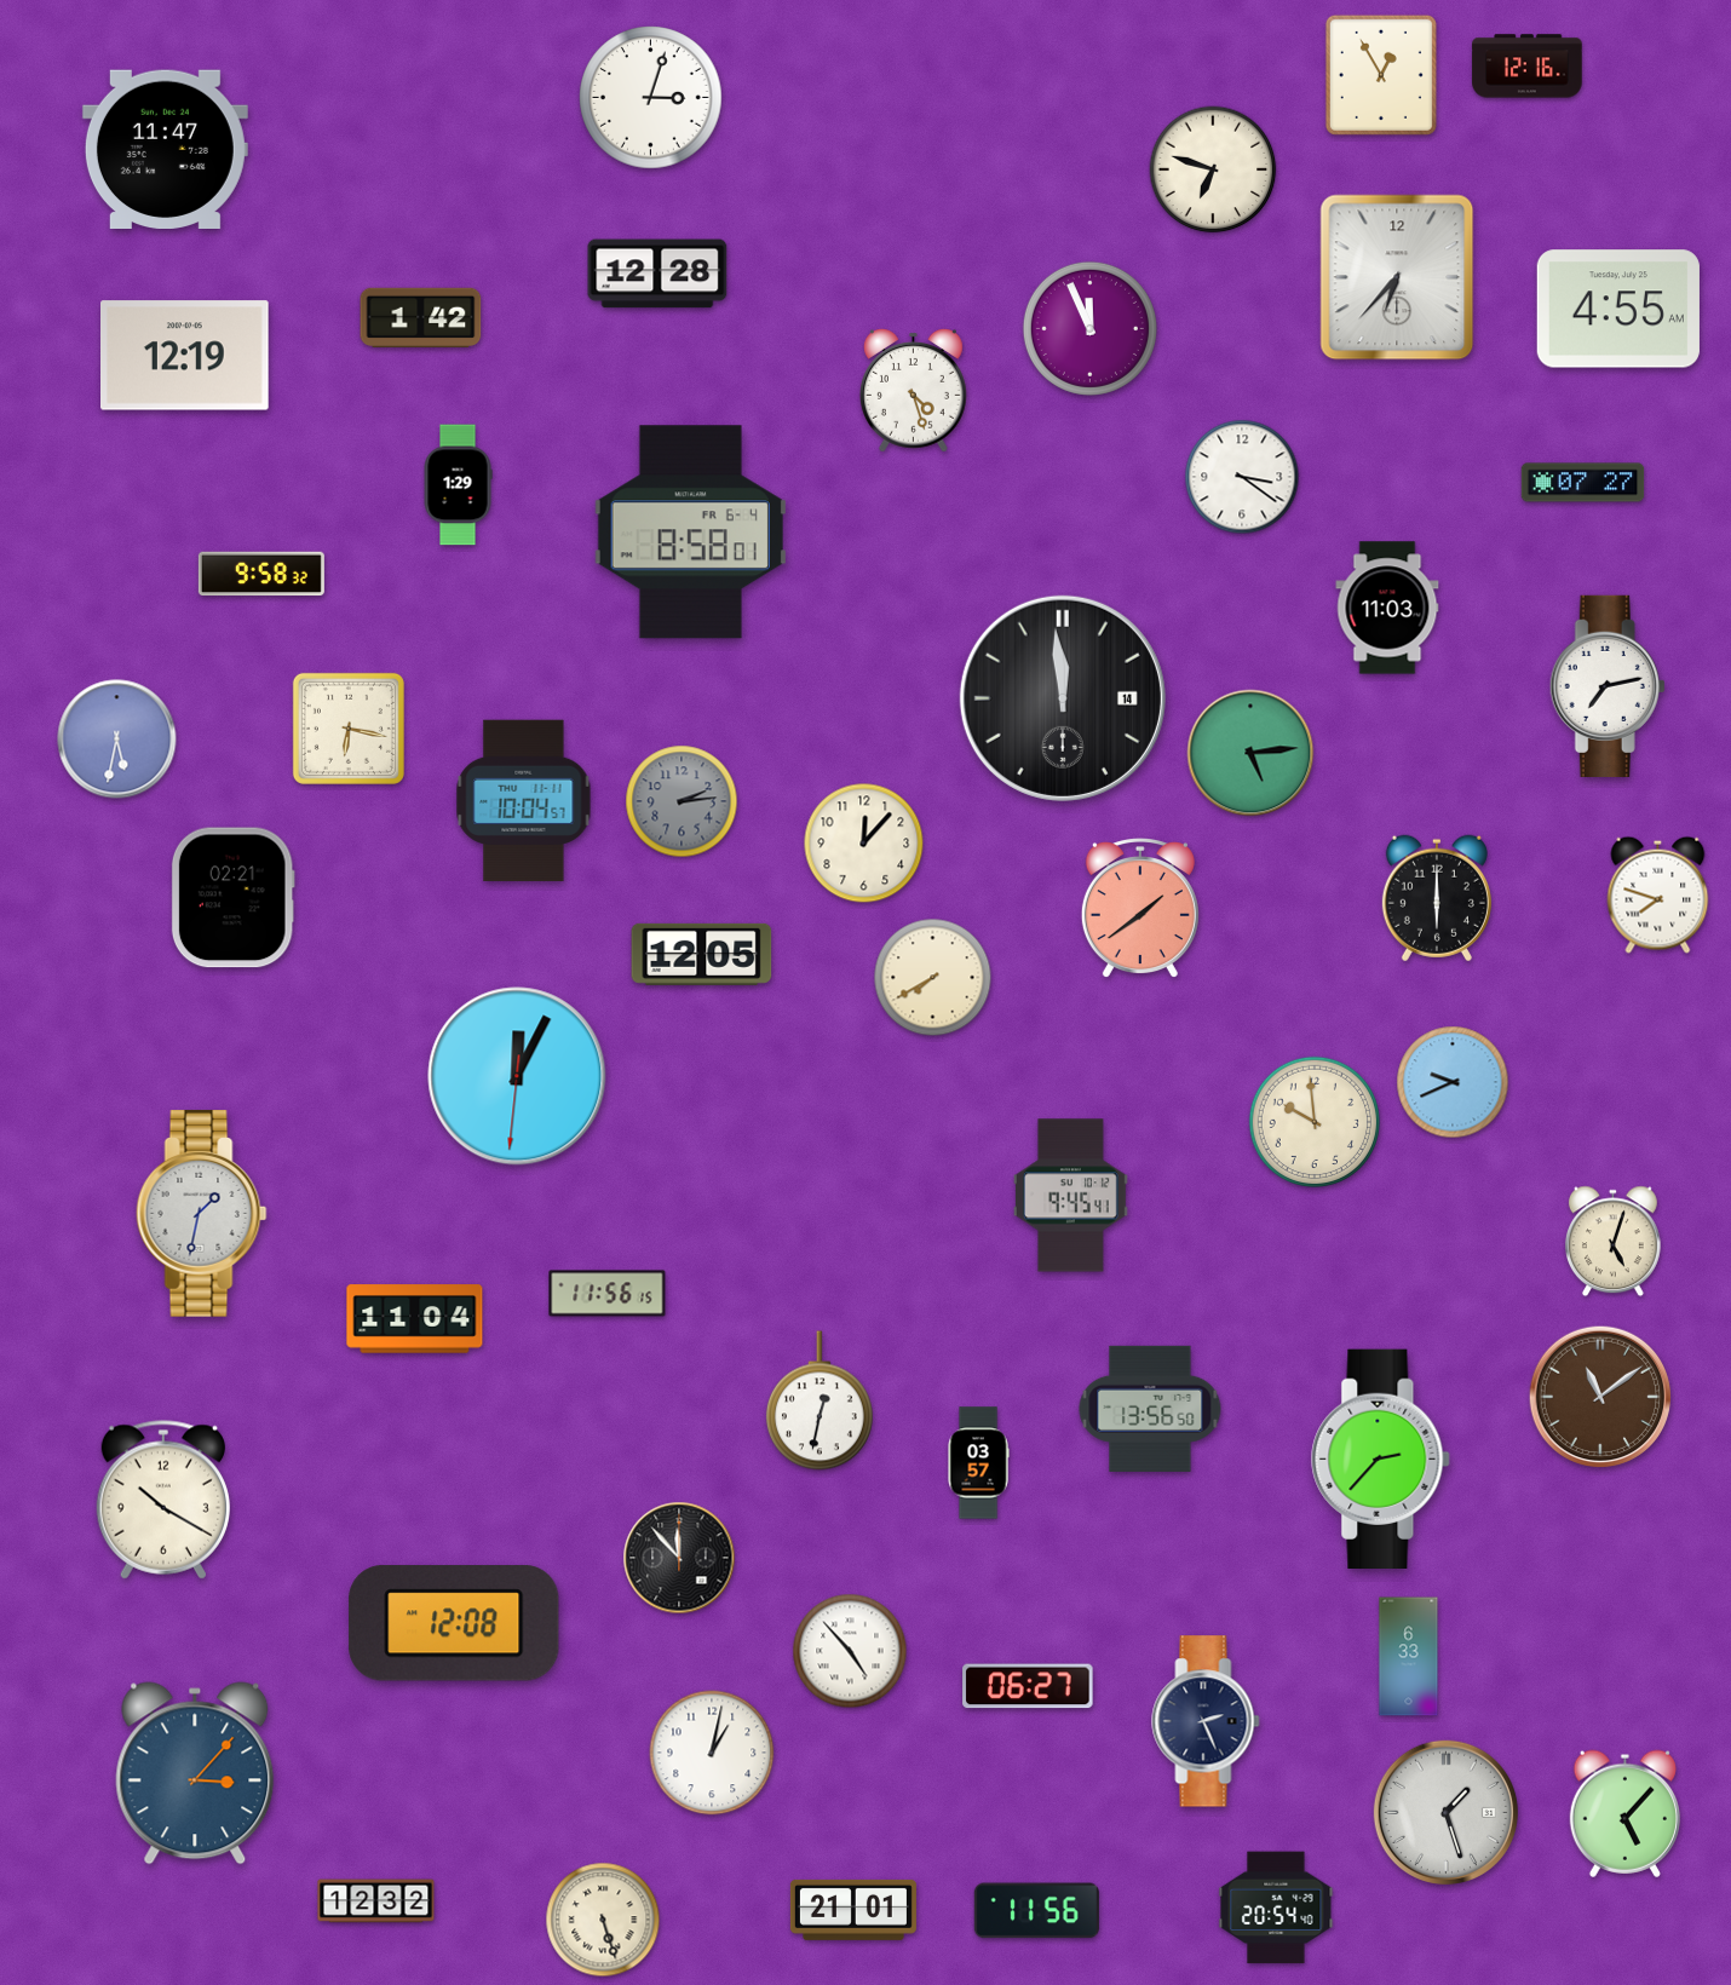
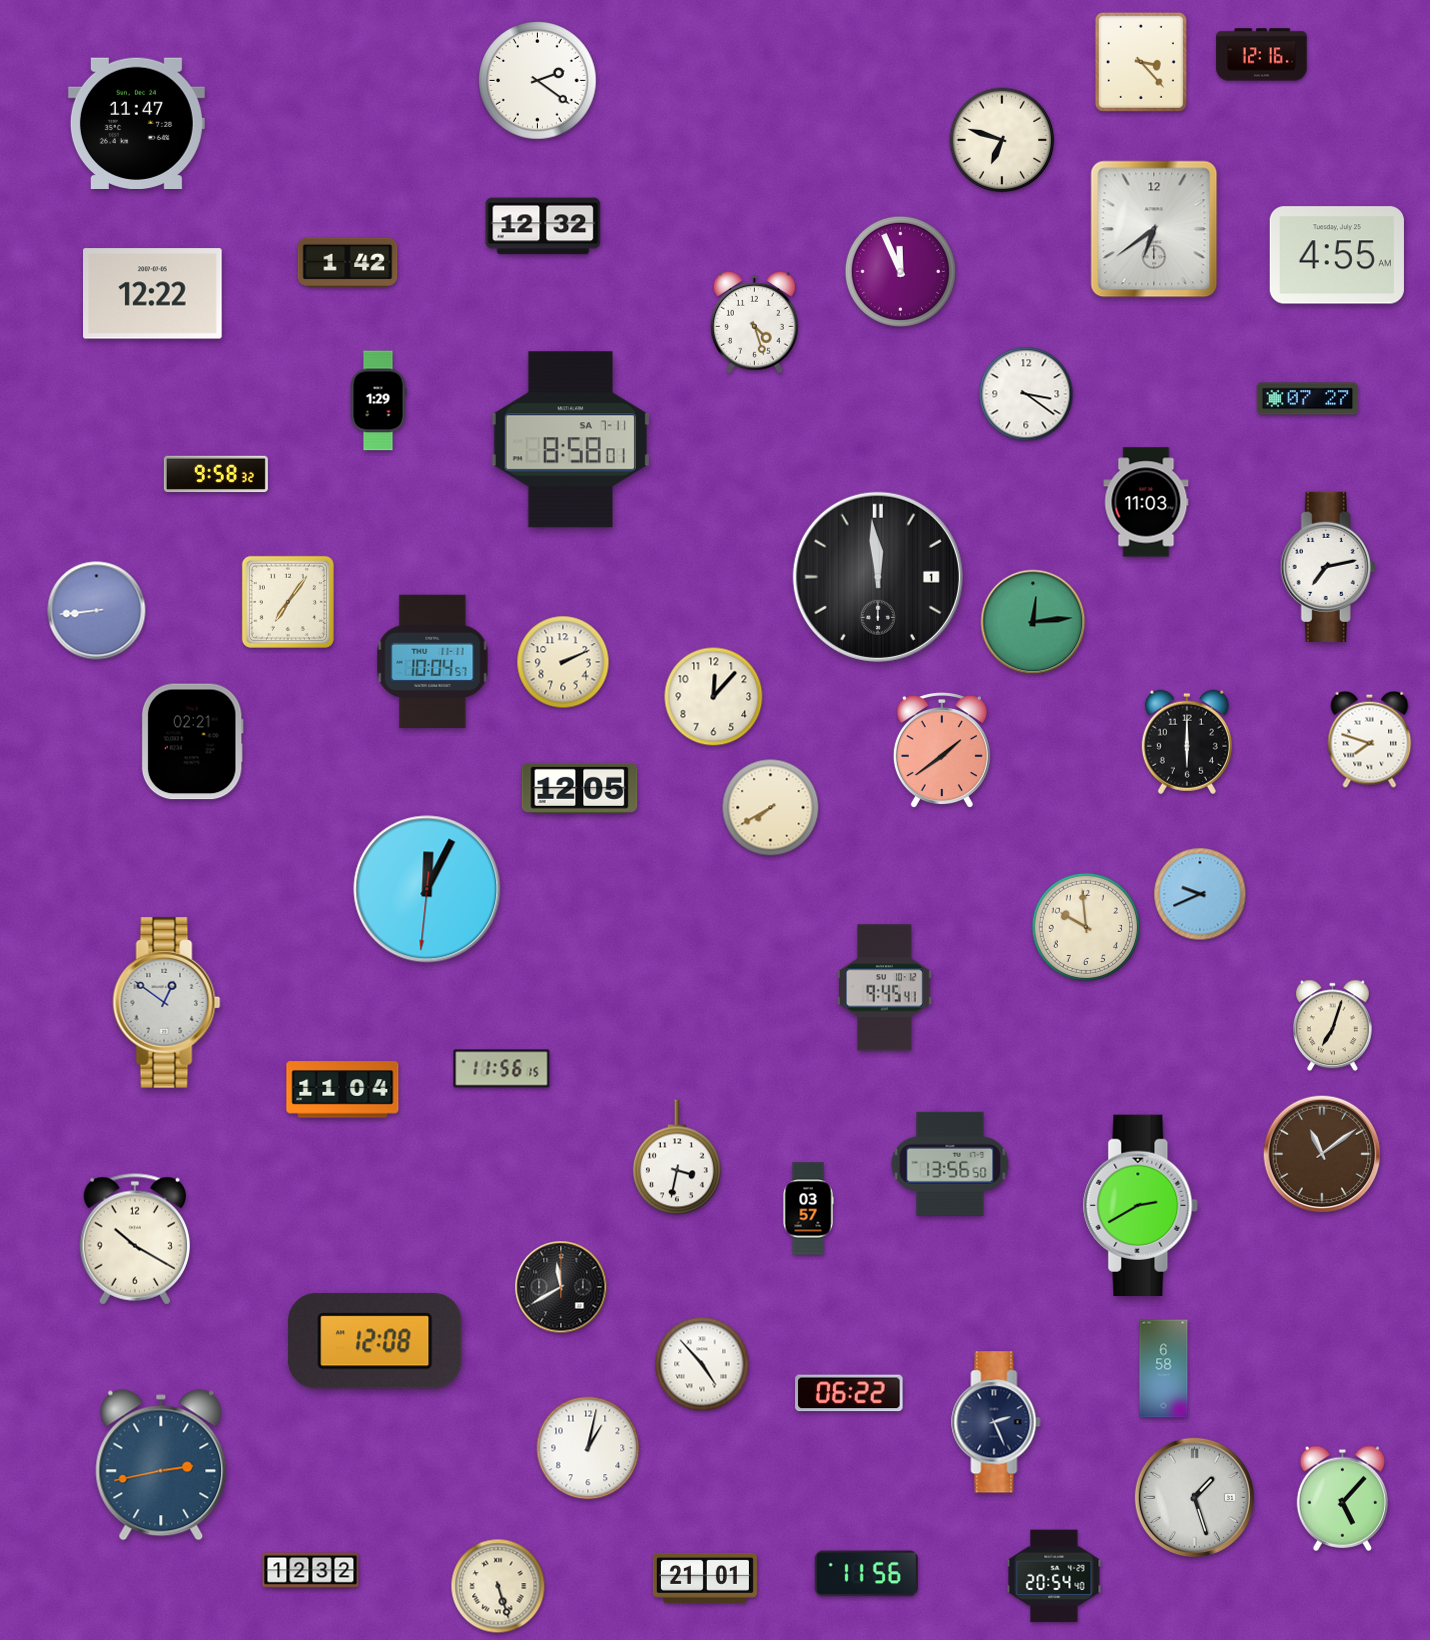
clock at (1381, 75): 12:55 -> 3:23
clock at (651, 98): 3:03 -> 2:21
clock at (657, 274): 12:28 -> 12:32
clock at (1397, 277): 6:37 -> 6:39
clock at (185, 356): 12:19 -> 12:22
clock at (690, 533) date: FR 6-4 -> SA 7-11
clock at (1063, 698) date: 14 -> 1
clock at (349, 729): 6:17 -> 7:06
clock at (117, 740): 5:32 -> 8:44
clock at (1250, 753): 5:14 -> 12:14
clock at (682, 801): 2:14 -> 2:11
clock at (682, 801) dial: grey -> cream
clock at (202, 1214): 1:32 -> 12:51
clock at (1612, 1242): 5:03 -> 7:03
clock at (820, 1400): 12:32 -> 3:32
clock at (1381, 1458): 2:37 -> 2:40
clock at (679, 1558): 11:53 -> 11:40
clock at (1409, 1657): 6:33 -> 6:58
clock at (1028, 1686): 06:27 -> 06:22
clock at (195, 1773): 3:07 -> 2:43
clock at (1036, 1911) position: (1036, 1911) -> (866, 1574)
